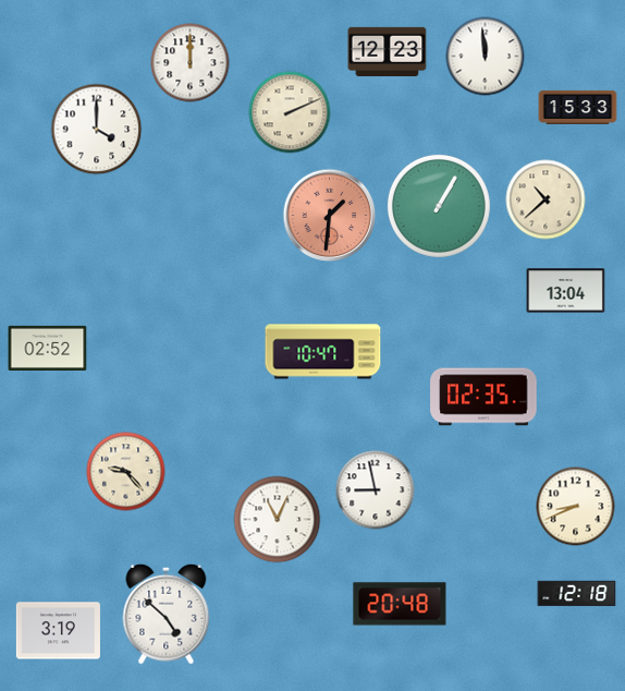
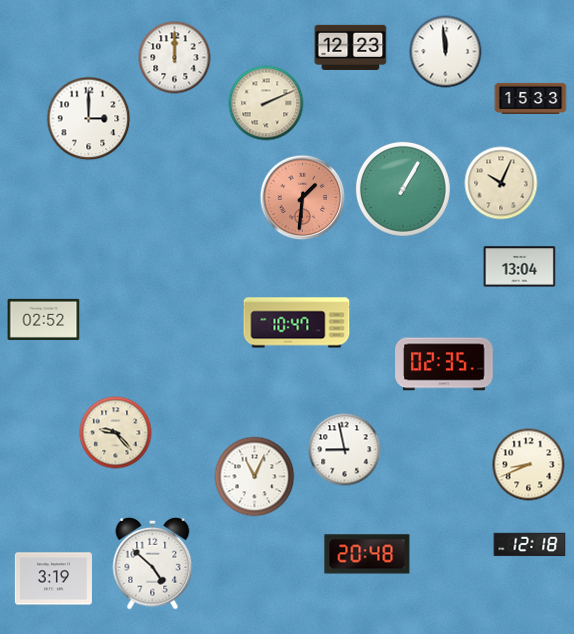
clock at (388, 51) position: (388, 51) -> (351, 47)
clock at (97, 130): 4:00 -> 3:00
clock at (546, 199): 10:38 -> 10:04
